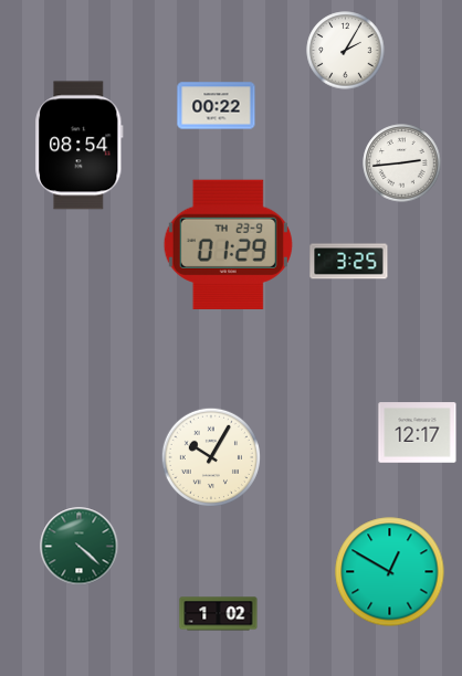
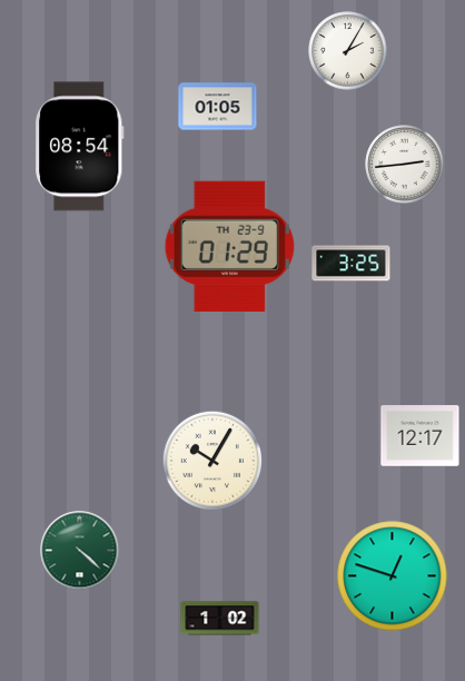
clock at (217, 106): 00:22 -> 01:05
clock at (390, 572): 12:50 -> 12:48
